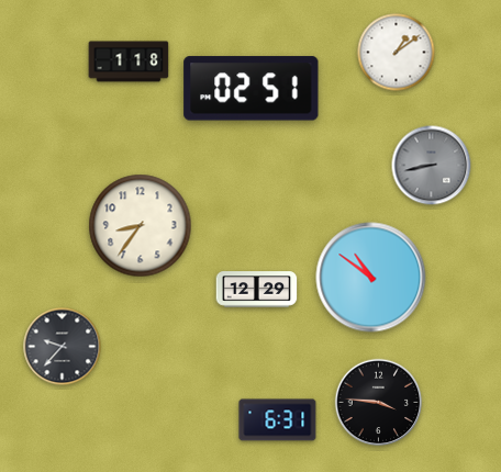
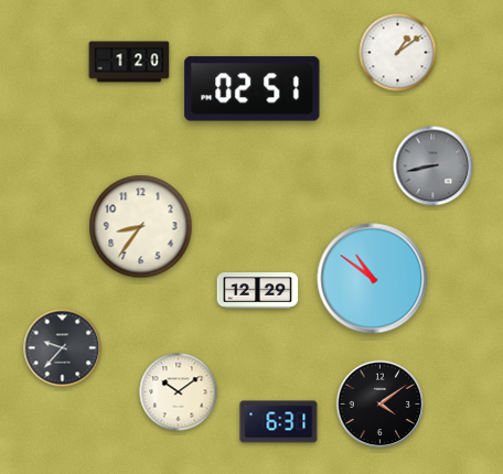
clock at (129, 61): 1:18 -> 1:20
clock at (179, 392): none -> 10:09
clock at (379, 403): 3:46 -> 4:09
